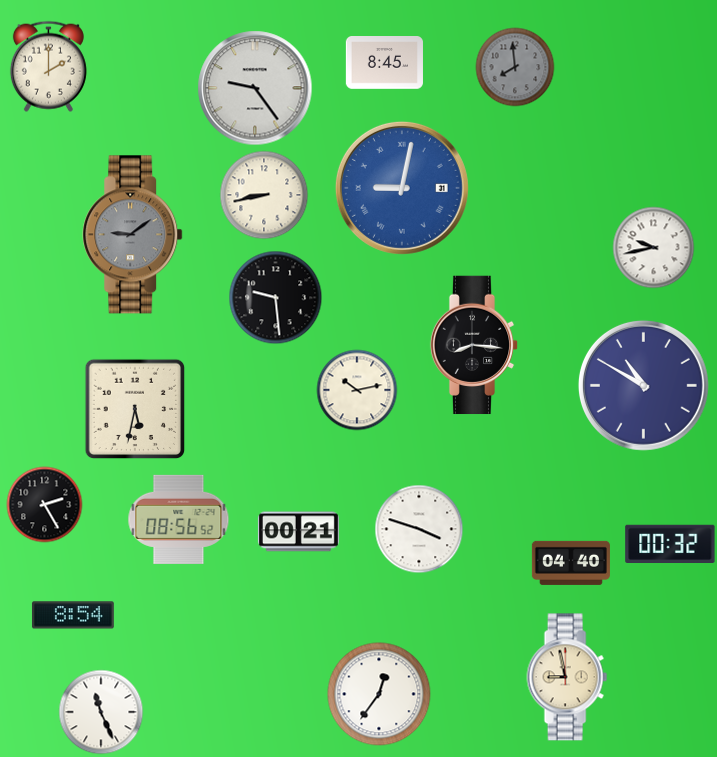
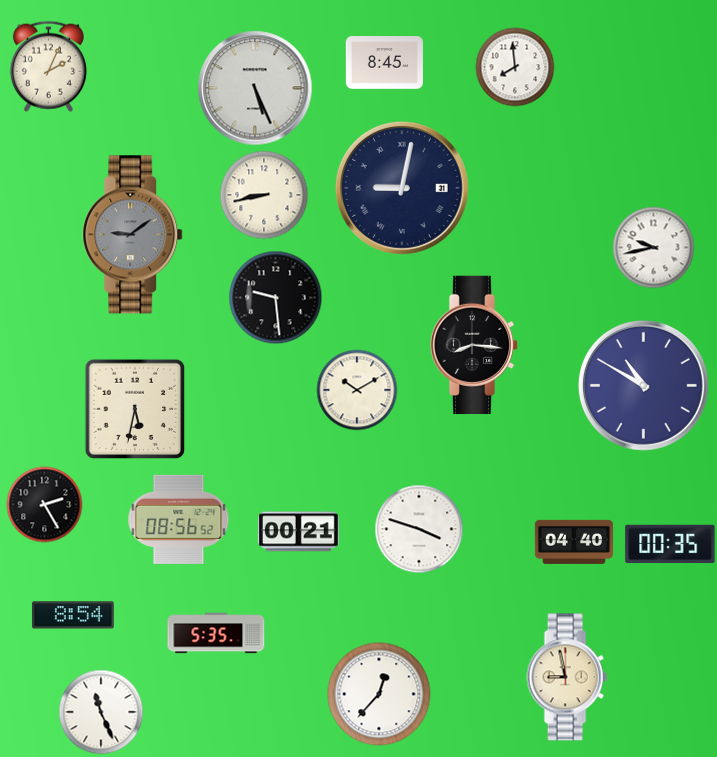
clock at (48, 66): 2:00 -> 2:04
clock at (515, 67) dial: grey -> white
clock at (255, 88): 9:24 -> 5:26
clock at (402, 188) dial: blue -> navy
clock at (357, 390): 10:13 -> 10:10
clock at (670, 543): 00:32 -> 00:35
clock at (571, 563) position: (571, 563) -> (574, 542)
clock at (216, 633): none -> 5:35
clock at (379, 694): 12:36 -> 12:37
